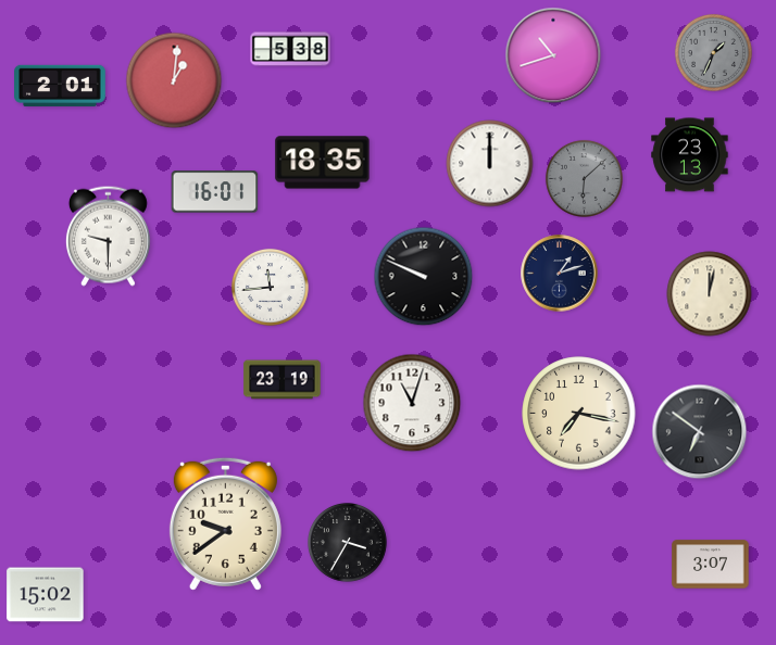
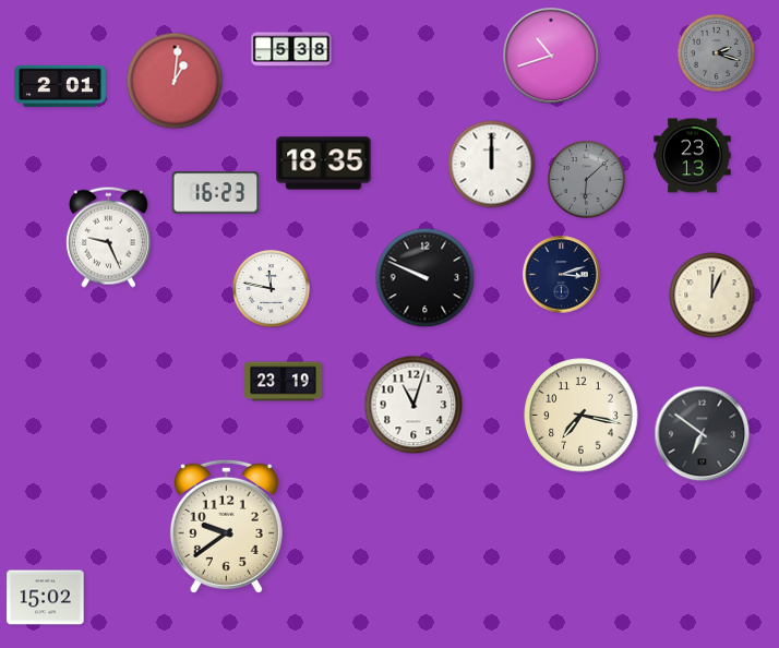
clock at (713, 52): 1:34 -> 2:18
clock at (553, 55) position: (553, 55) -> (551, 56)
clock at (215, 192): 16:01 -> 16:23
clock at (108, 236): 9:30 -> 9:26
clock at (560, 274): 1:12 -> 3:12
clock at (270, 287): 11:44 -> 11:47
clock at (710, 294): 12:02 -> 12:04
clock at (348, 543): 3:35 -> none
clock at (711, 565): 3:07 -> none
